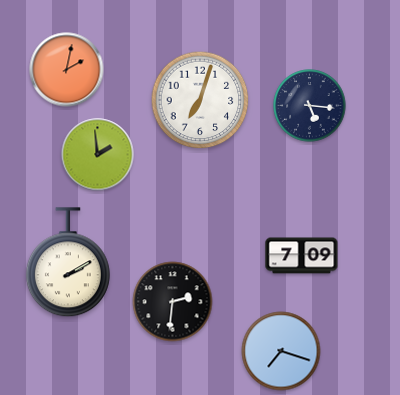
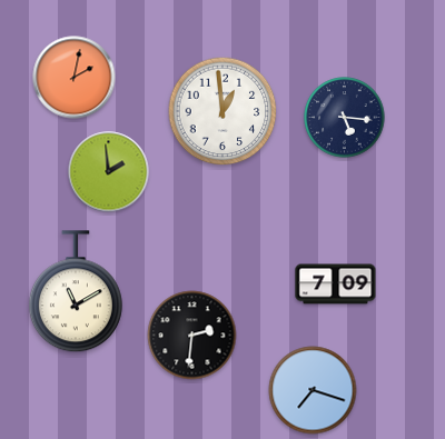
clock at (200, 100): 7:03 -> 12:59
clock at (68, 263): 2:10 -> 11:10
